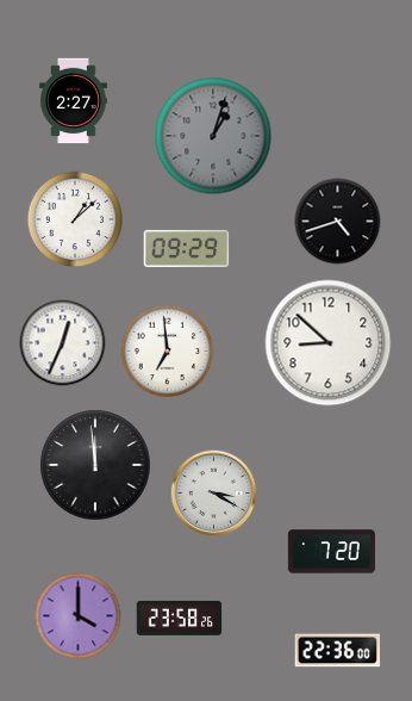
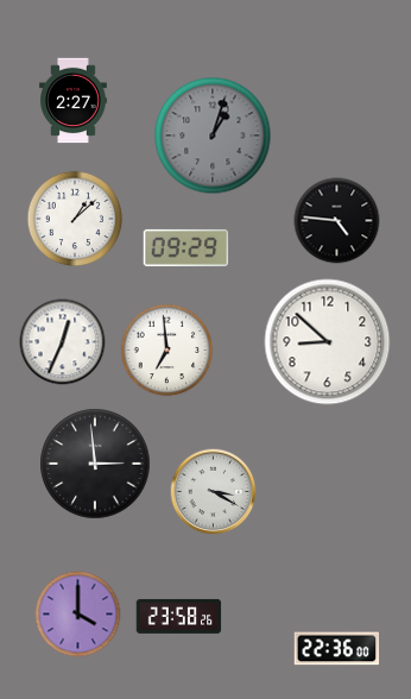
clock at (338, 222): 4:42 -> 4:46
clock at (95, 465): 11:59 -> 2:59
clock at (331, 552): 7:20 -> none
